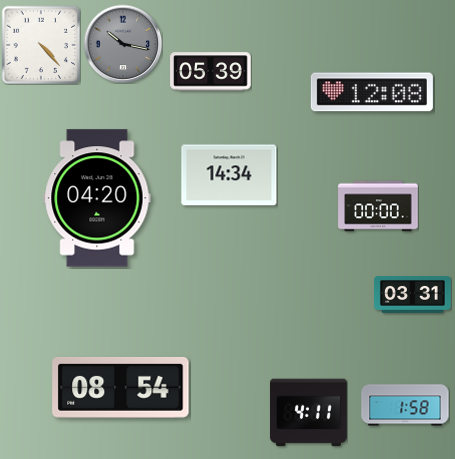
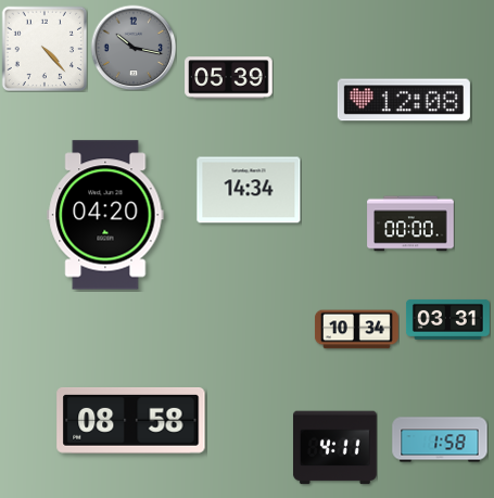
clock at (357, 330): none -> 10:34
clock at (121, 387): 08:54 -> 08:58
